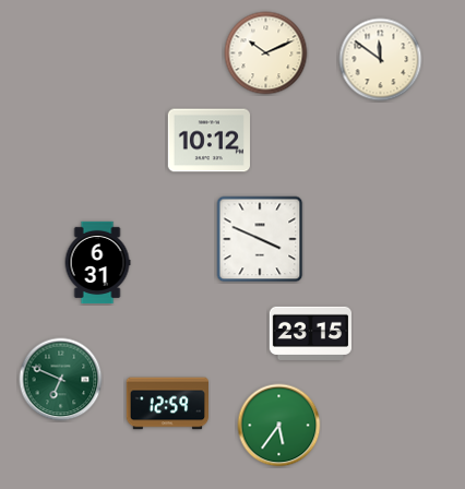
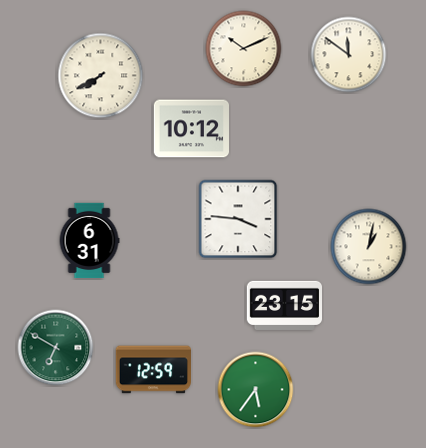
clock at (101, 76): none -> 7:40
clock at (260, 239): 3:49 -> 3:46
clock at (369, 247): none -> 1:02
clock at (61, 380): 6:49 -> 6:50
